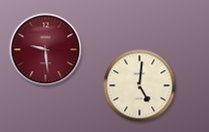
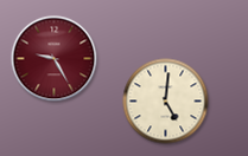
clock at (46, 50): 9:29 -> 9:25
